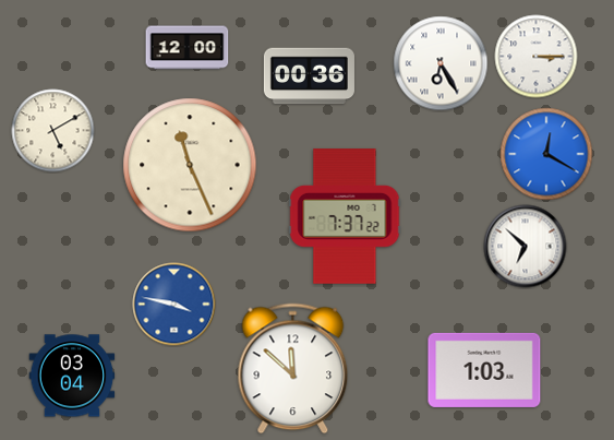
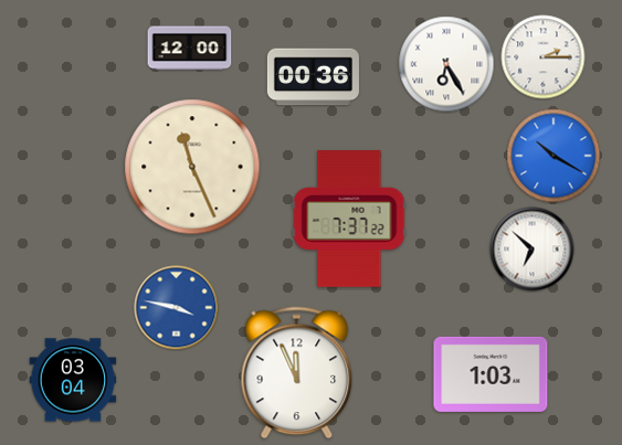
clock at (537, 57): 3:15 -> 2:15
clock at (53, 131): 5:10 -> none
clock at (546, 154): 12:20 -> 10:20
clock at (293, 369): 11:52 -> 11:56
